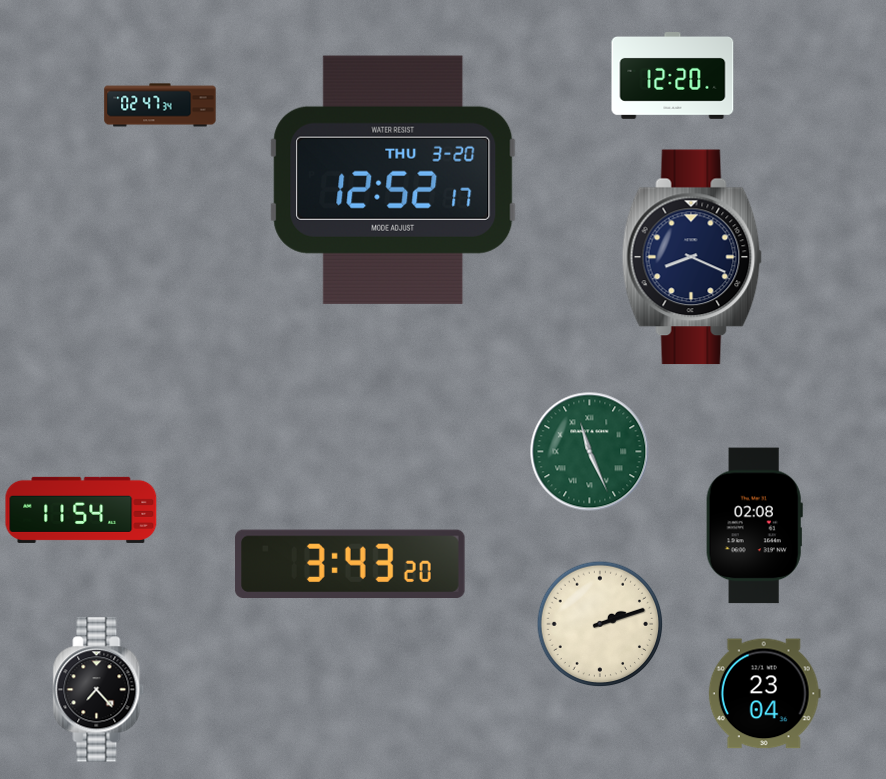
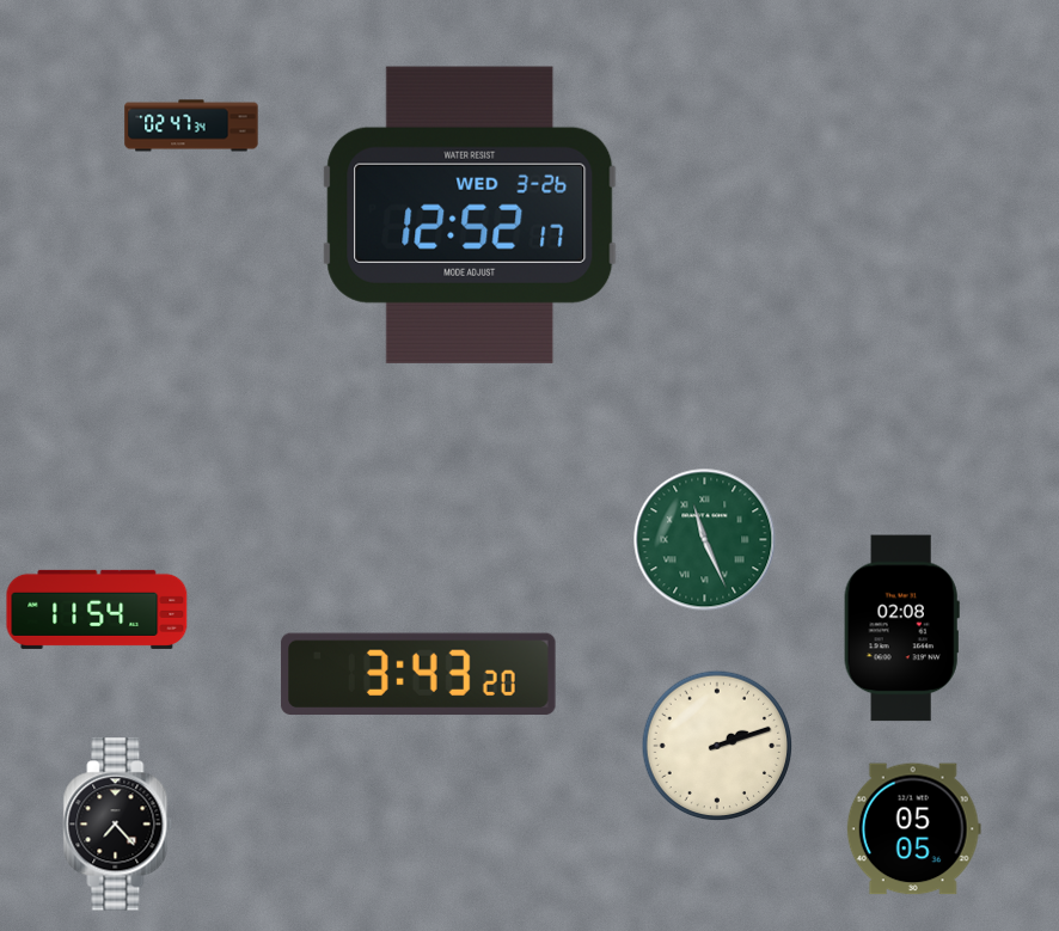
clock at (673, 76): 12:20 -> none
clock at (393, 180) date: THU 3-20 -> WED 3-26
clock at (692, 257): 8:19 -> none
clock at (764, 694): 23:04 -> 05:05
